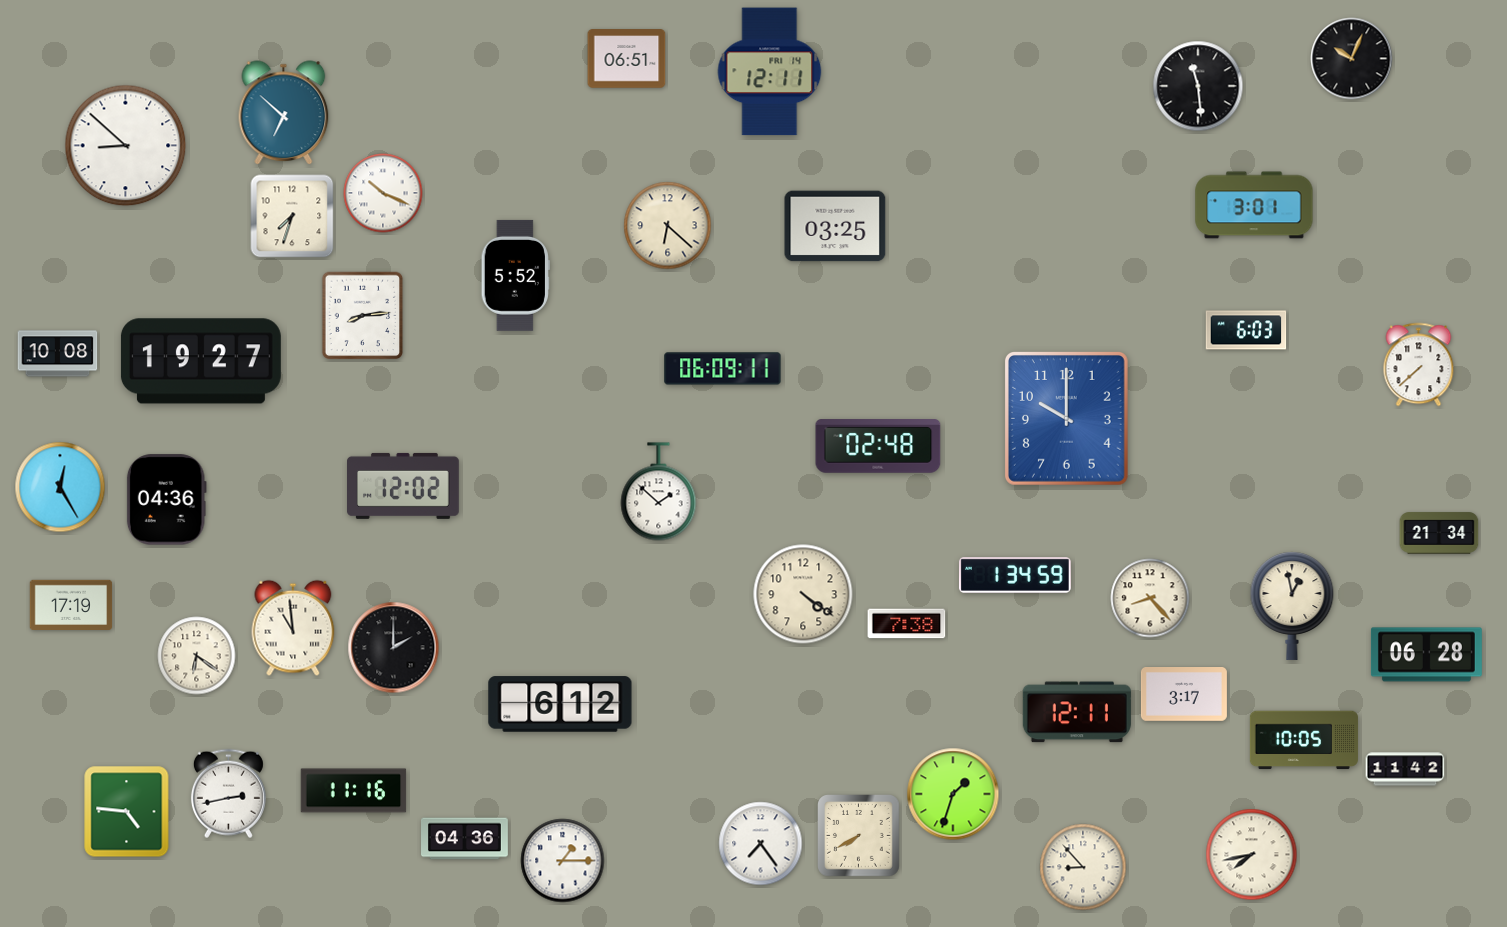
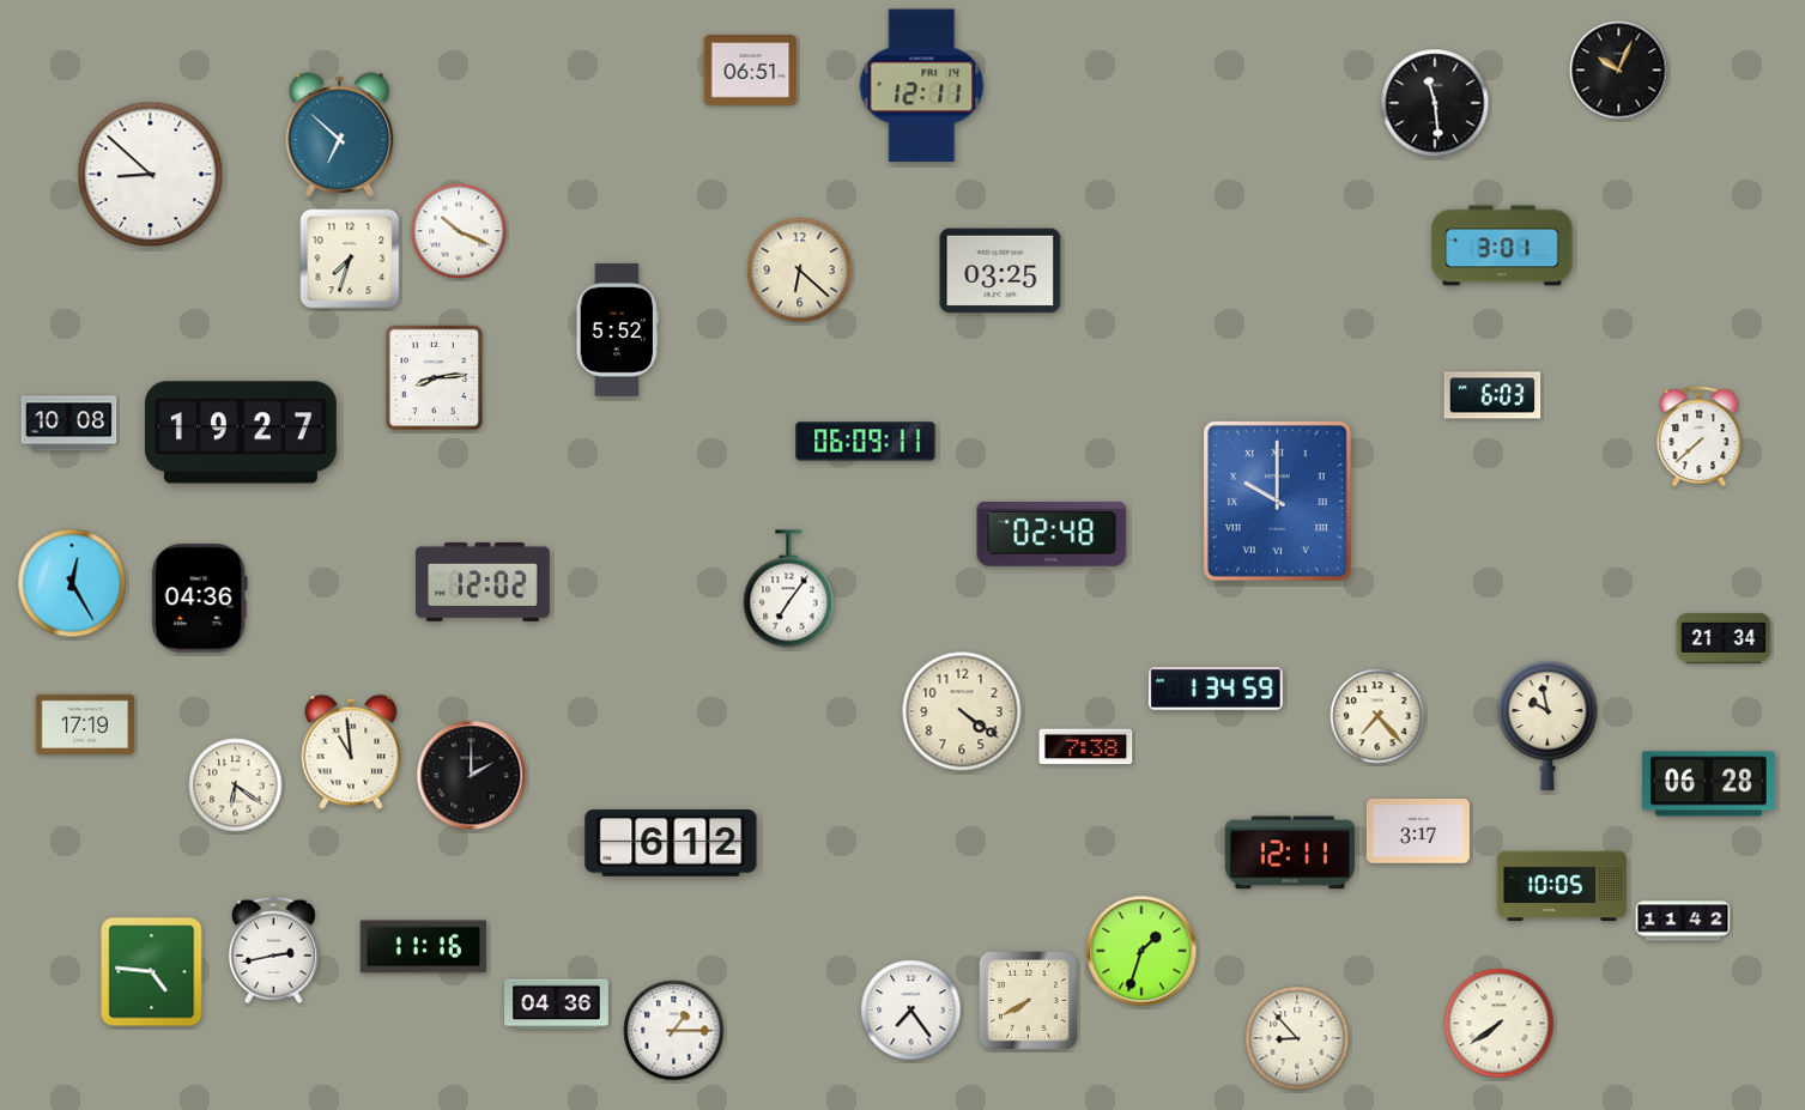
clock at (1066, 419) numerals: Arabic -> Roman
clock at (659, 492): 1:52 -> 7:06
clock at (1150, 598): 8:23 -> 7:23
clock at (1292, 606): 12:58 -> 9:58
clock at (1252, 855): 7:43 -> 7:39
